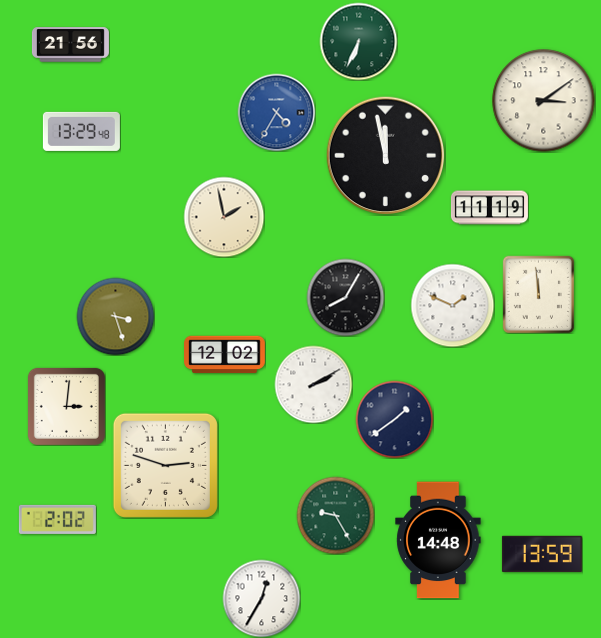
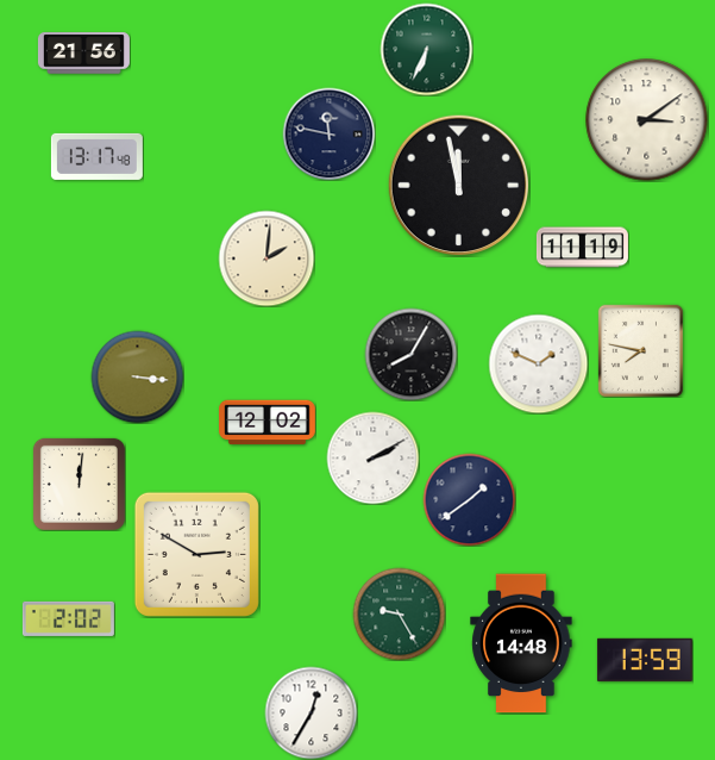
clock at (276, 112): 4:35 -> 11:47
clock at (276, 112) dial: blue -> navy
clock at (81, 131): 13:29 -> 13:17
clock at (224, 217): 1:58 -> 2:01
clock at (538, 294): 11:59 -> 7:47
clock at (115, 316): 3:27 -> 3:16
clock at (66, 406): 3:01 -> 12:01
clock at (165, 465): 2:48 -> 2:50
